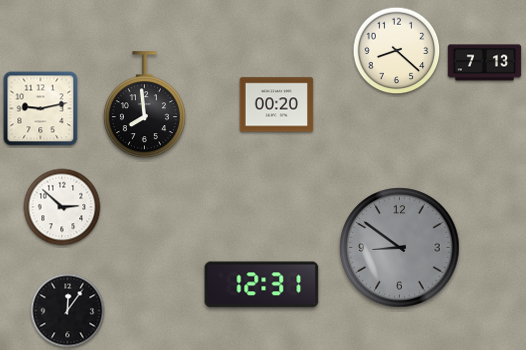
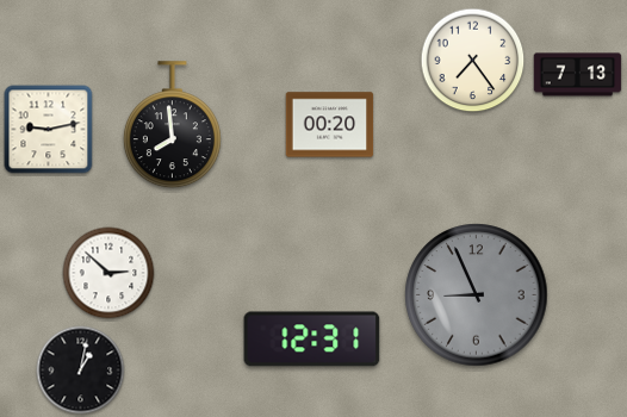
clock at (397, 51): 8:22 -> 7:24
clock at (62, 207) position: (62, 207) -> (108, 273)
clock at (400, 248): 8:51 -> 8:56
clock at (68, 311): 12:06 -> 1:02
